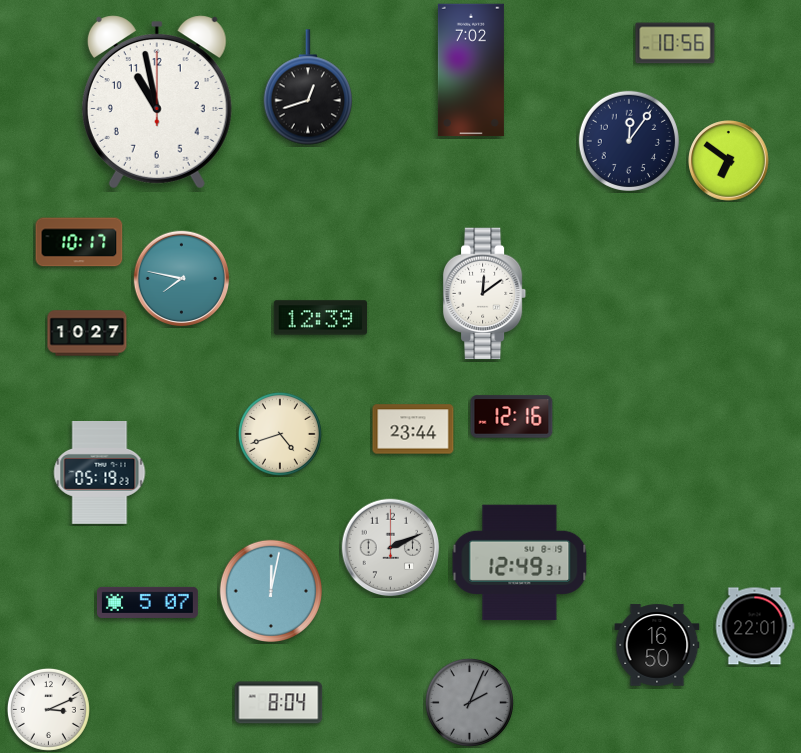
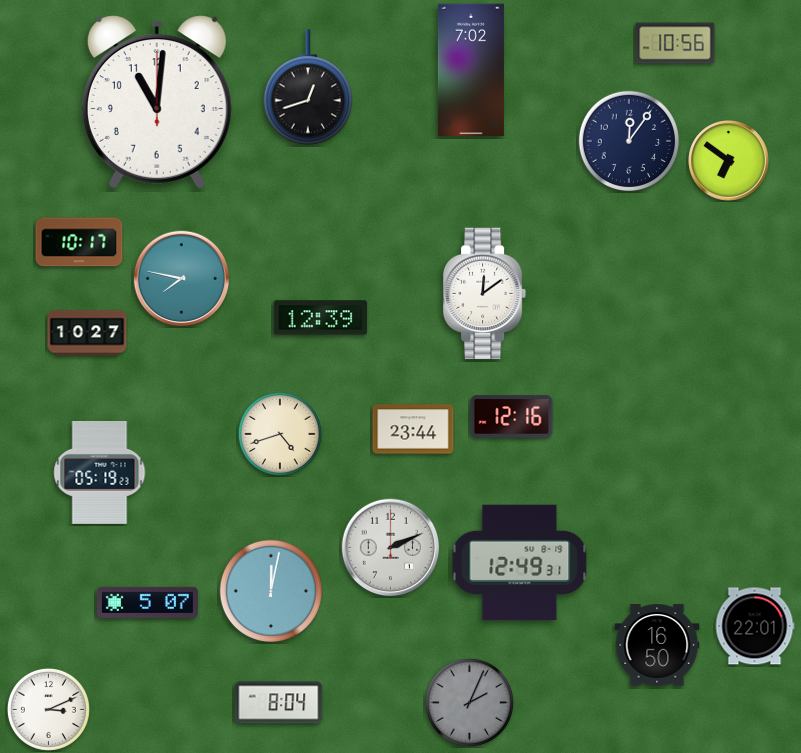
clock at (157, 102): 10:58 -> 11:01
